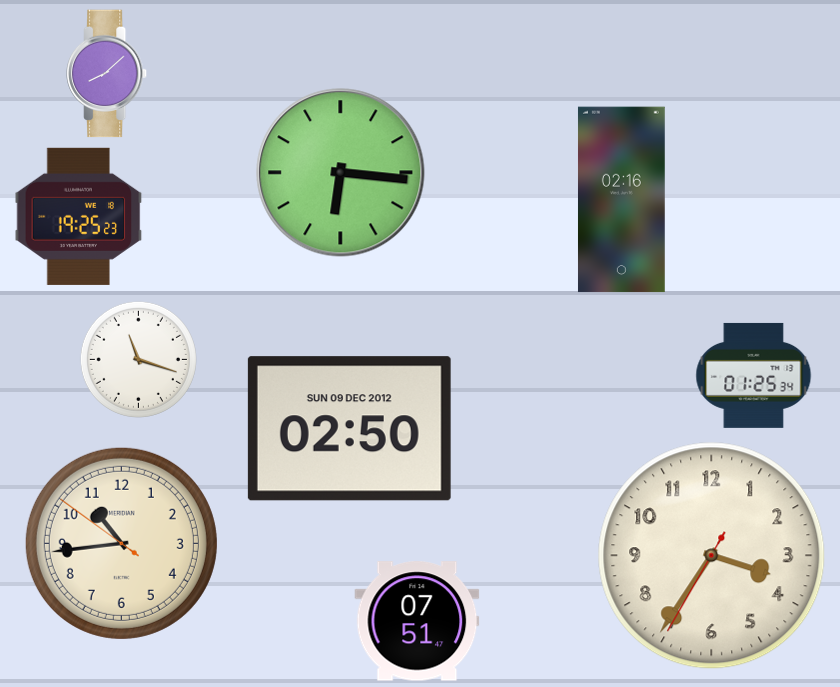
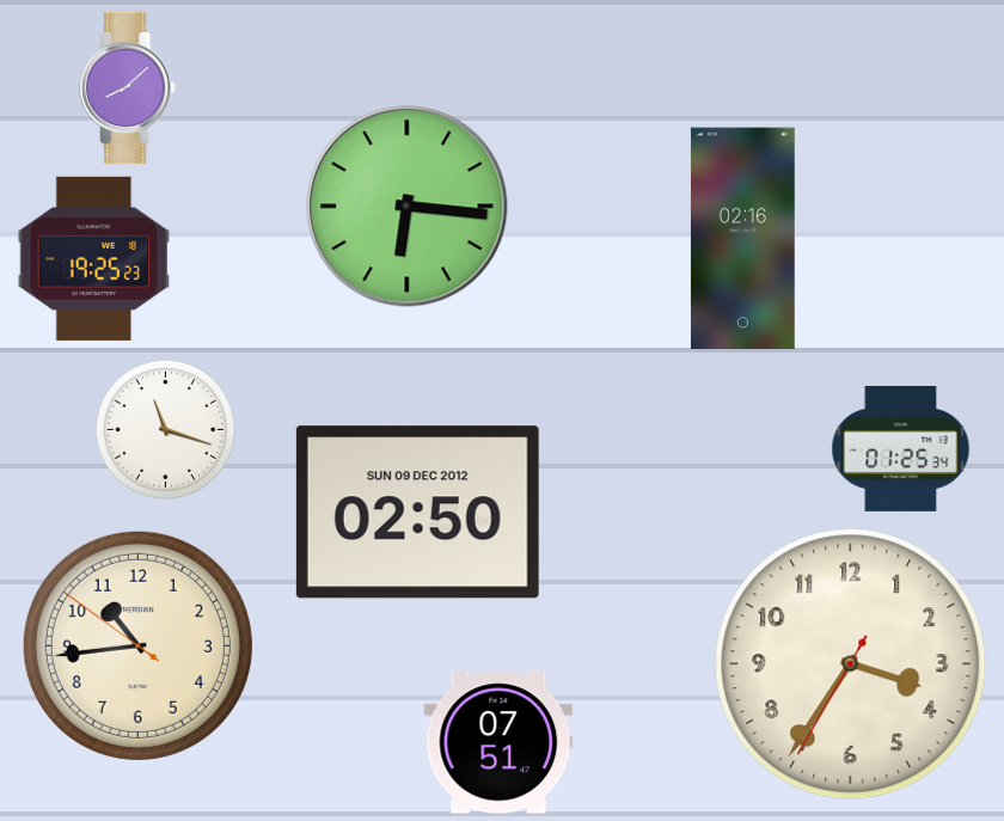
clock at (121, 543) position: (121, 543) -> (137, 645)
